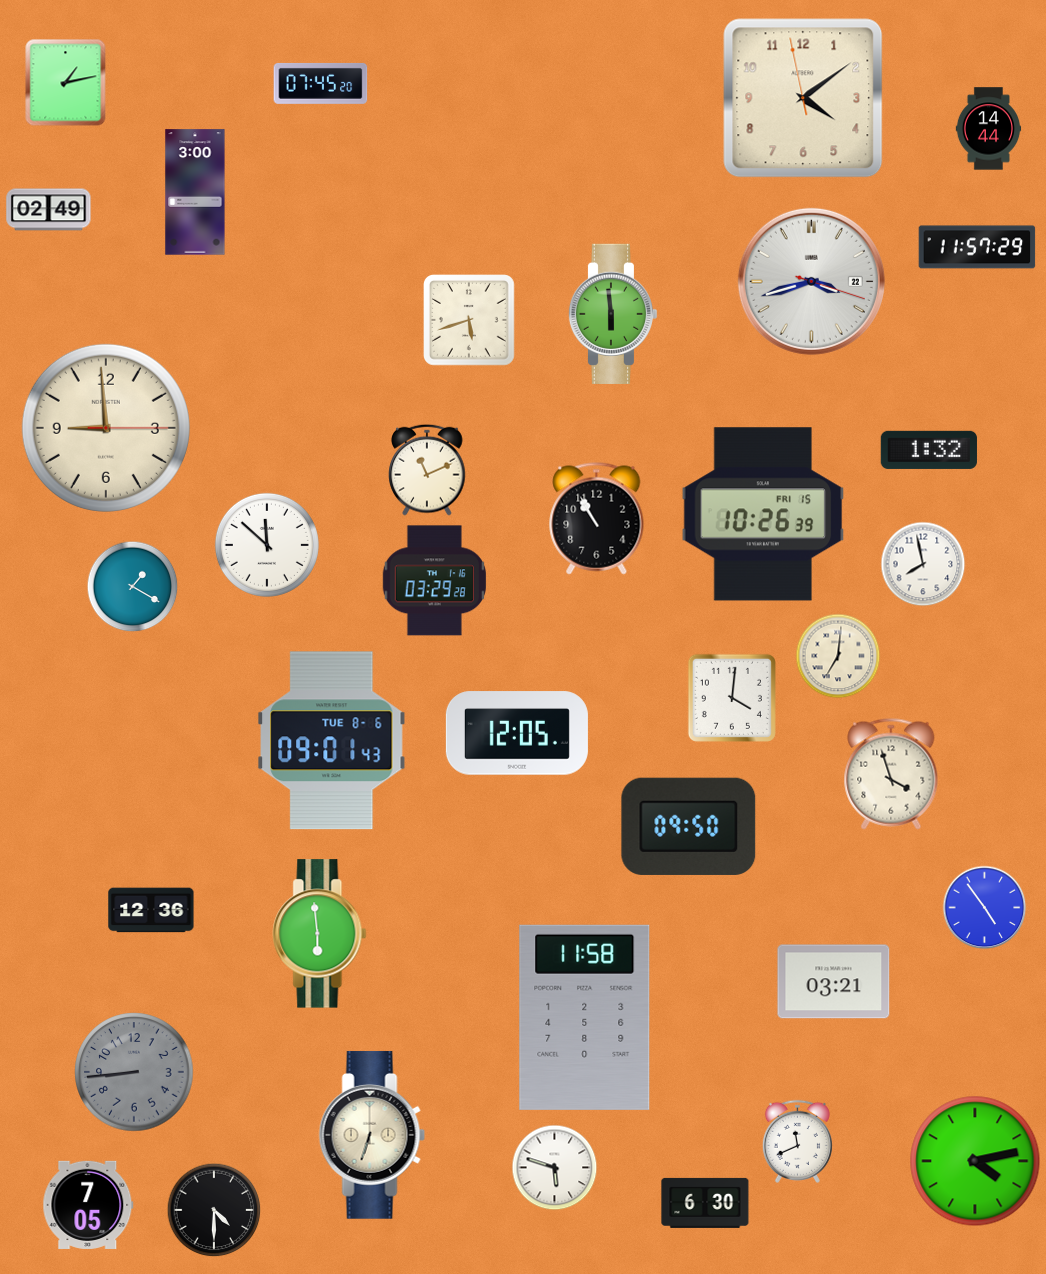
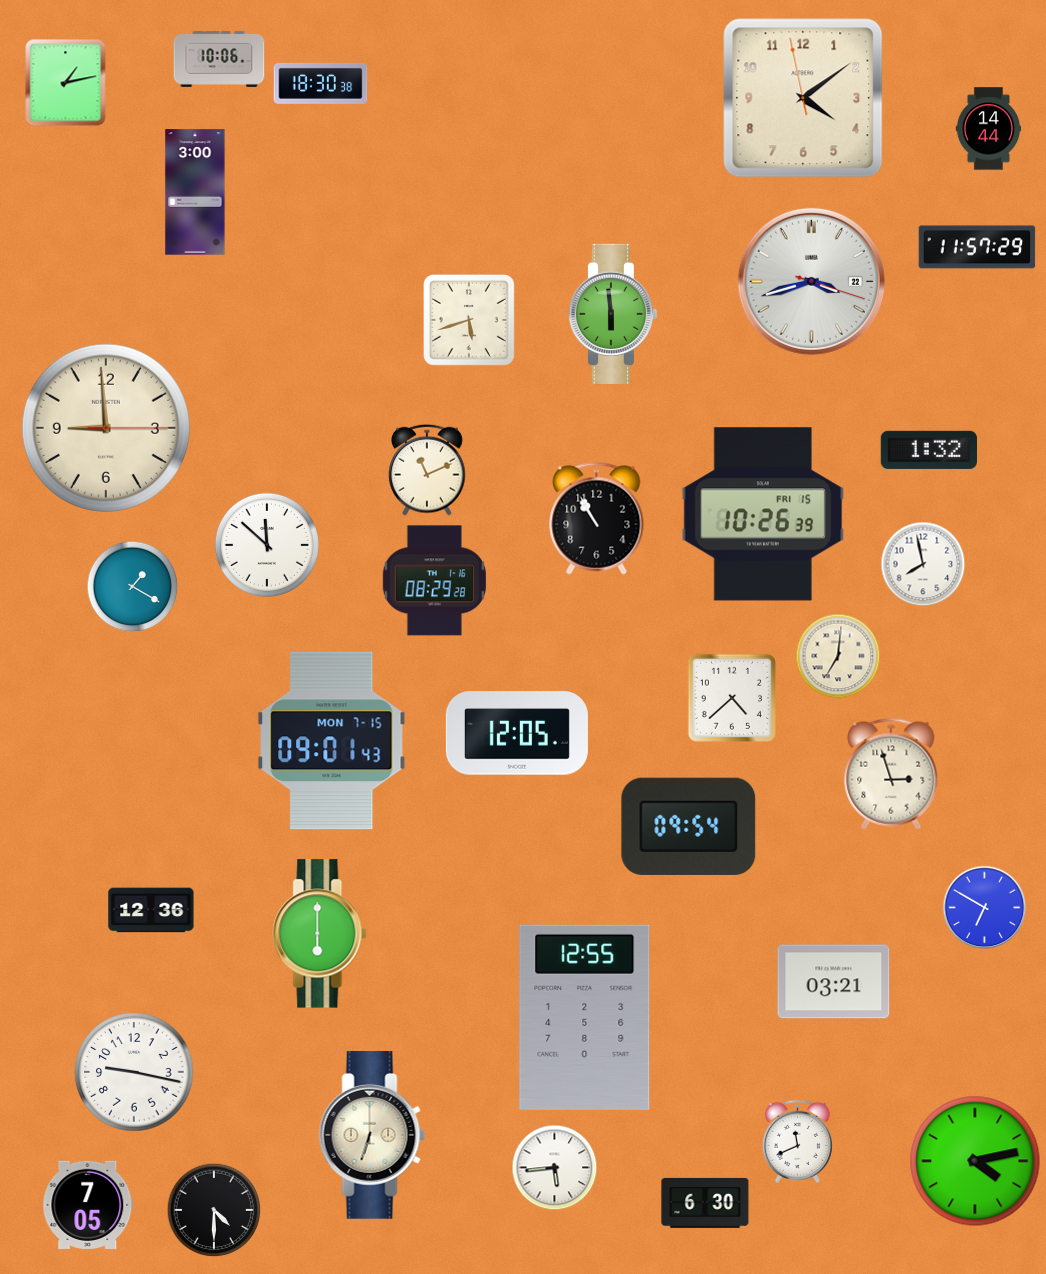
clock at (219, 59): none -> 10:06
clock at (321, 83): 07:45 -> 18:30
clock at (49, 210): 02:49 -> none
clock at (434, 581): 03:29 -> 08:29
clock at (732, 698): 4:01 -> 4:38
clock at (332, 741) date: TUE 8-6 -> MON 7-15
clock at (891, 774): 3:57 -> 2:57
clock at (689, 826): 09:50 -> 09:54
clock at (985, 908): 4:54 -> 6:50
clock at (320, 934): 5:59 -> 6:00
clock at (585, 1017): 11:58 -> 12:55
clock at (134, 1072): 8:44 -> 9:17
clock at (134, 1072) dial: grey -> white
clock at (555, 1168): 5:48 -> 5:44
